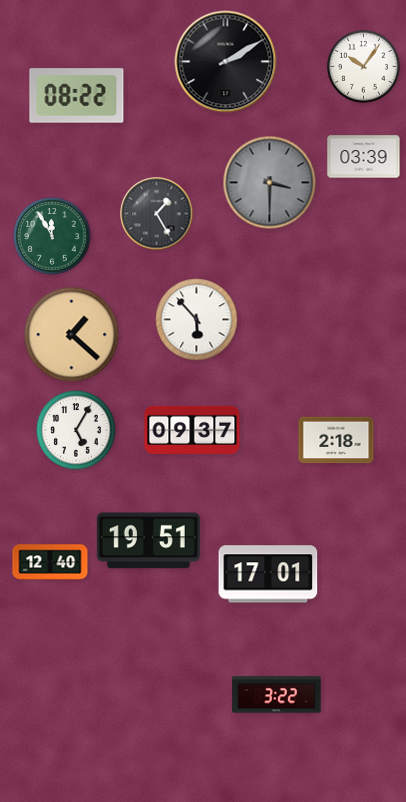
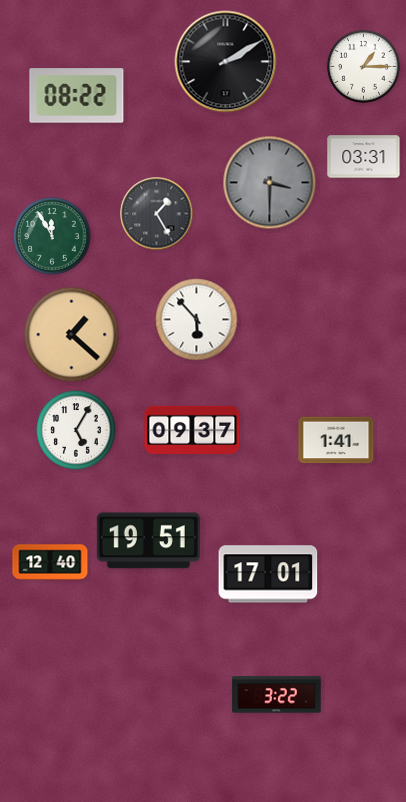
clock at (364, 67): 10:06 -> 1:15
clock at (364, 157): 03:39 -> 03:31
clock at (336, 440): 2:18 -> 1:41
